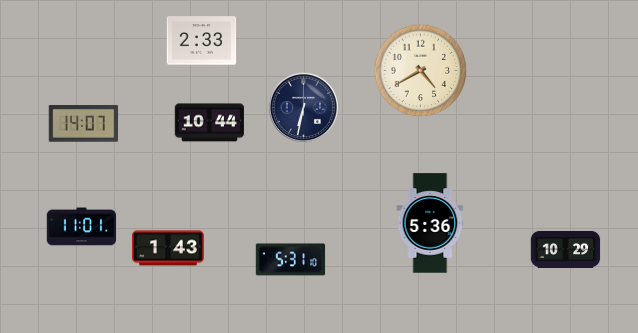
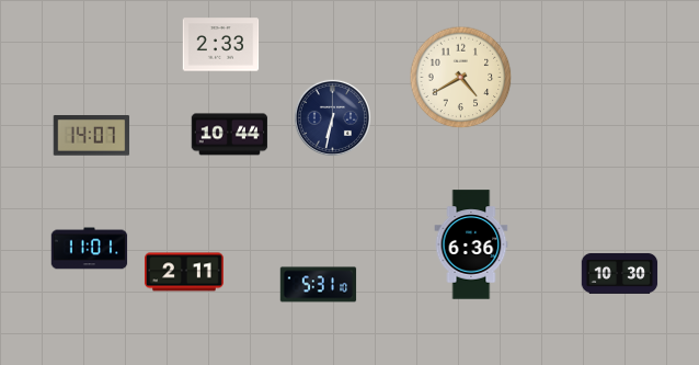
clock at (430, 223): 5:36 -> 6:36
clock at (168, 248): 1:43 -> 2:11
clock at (566, 249): 10:29 -> 10:30
